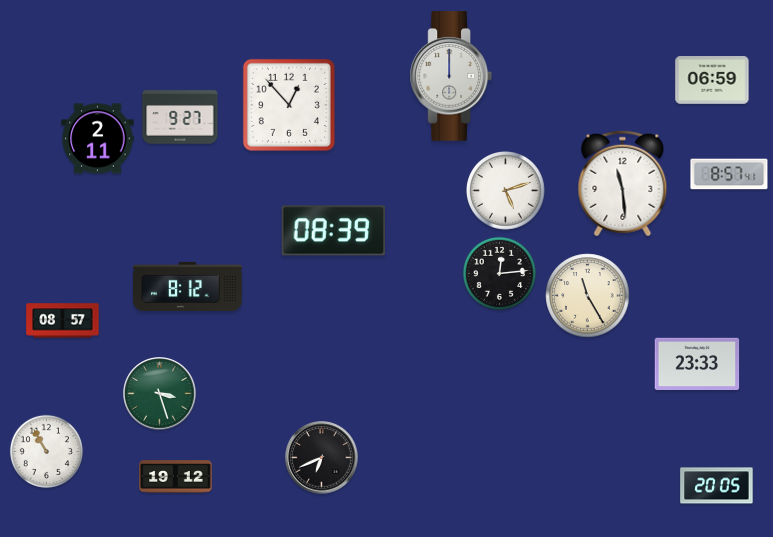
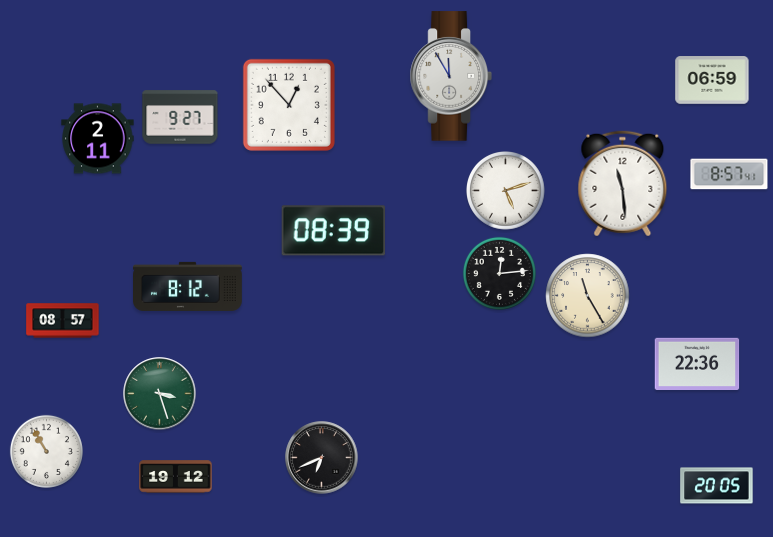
clock at (451, 76): 12:00 -> 11:55
clock at (697, 363): 23:33 -> 22:36
